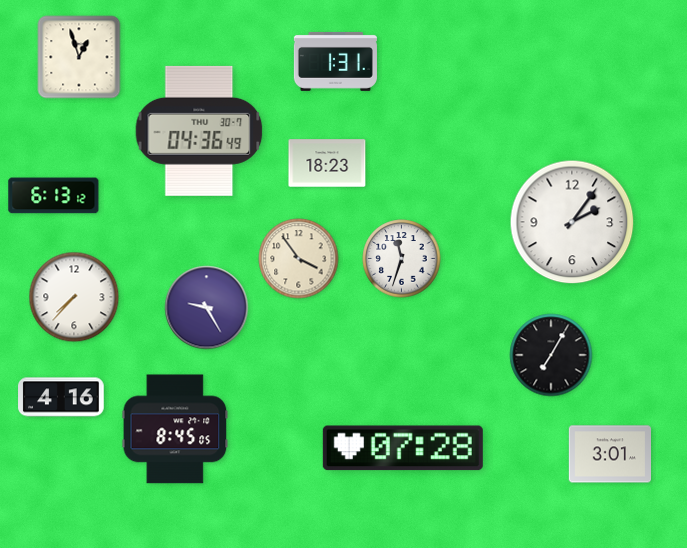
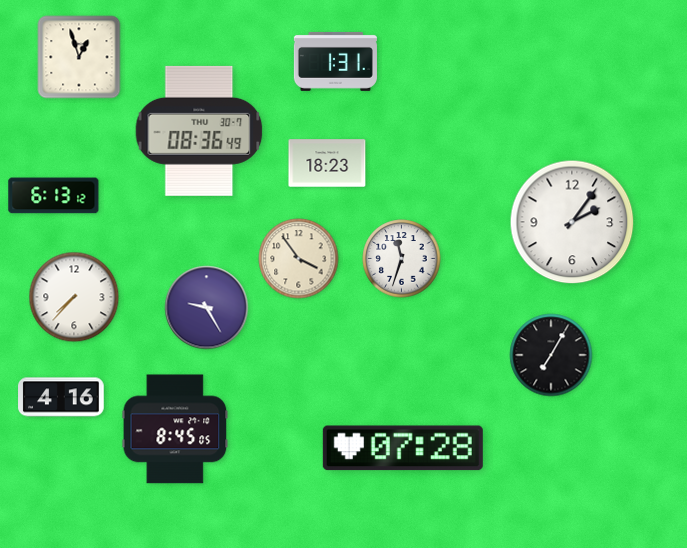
clock at (199, 131): 04:36 -> 08:36
clock at (609, 454): 3:01 -> none
